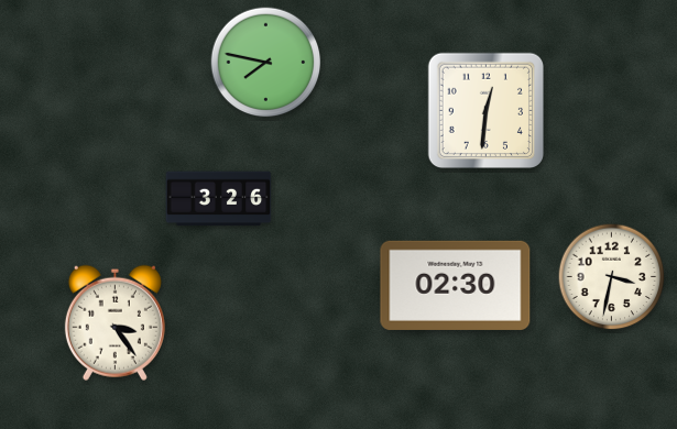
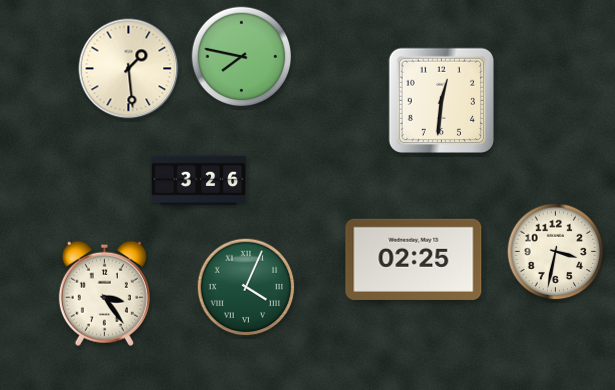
clock at (129, 69): none -> 1:29
clock at (456, 285): 02:30 -> 02:25
clock at (246, 287): none -> 4:04
